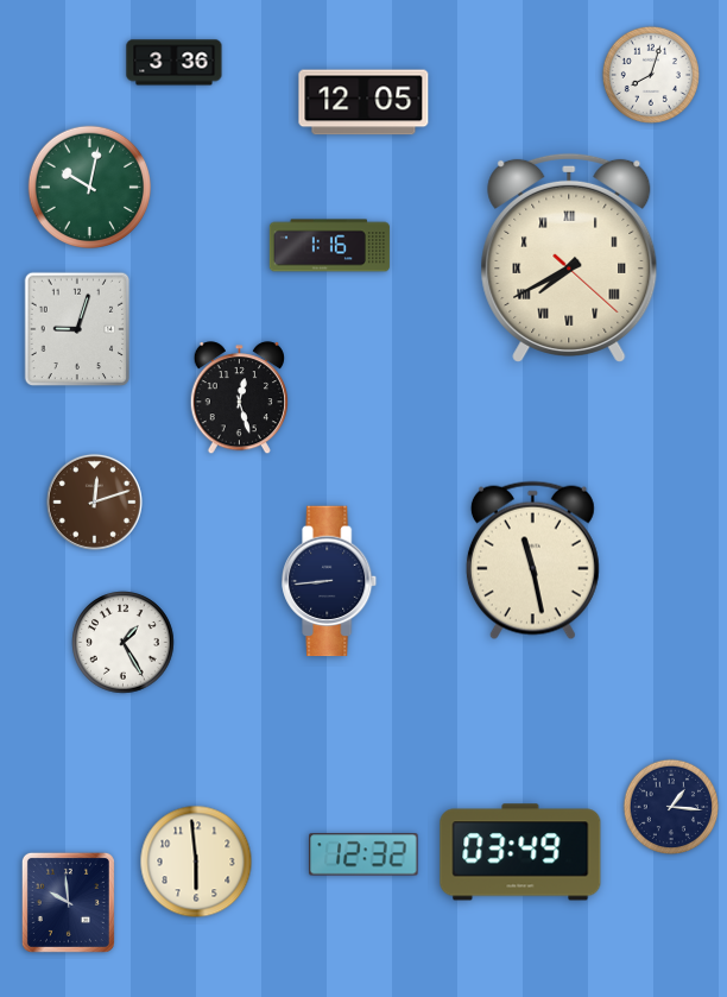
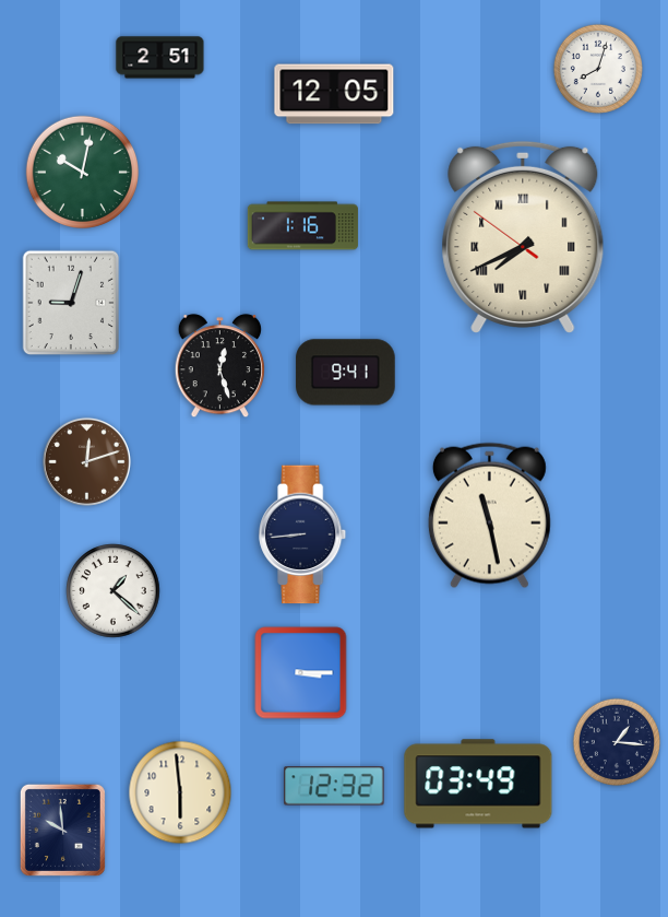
clock at (175, 63): 3:36 -> 2:51
clock at (569, 258): 7:40:22 -> 7:40:51
clock at (346, 373): none -> 9:41
clock at (124, 643): 1:25 -> 1:22
clock at (301, 673): none -> 3:15
